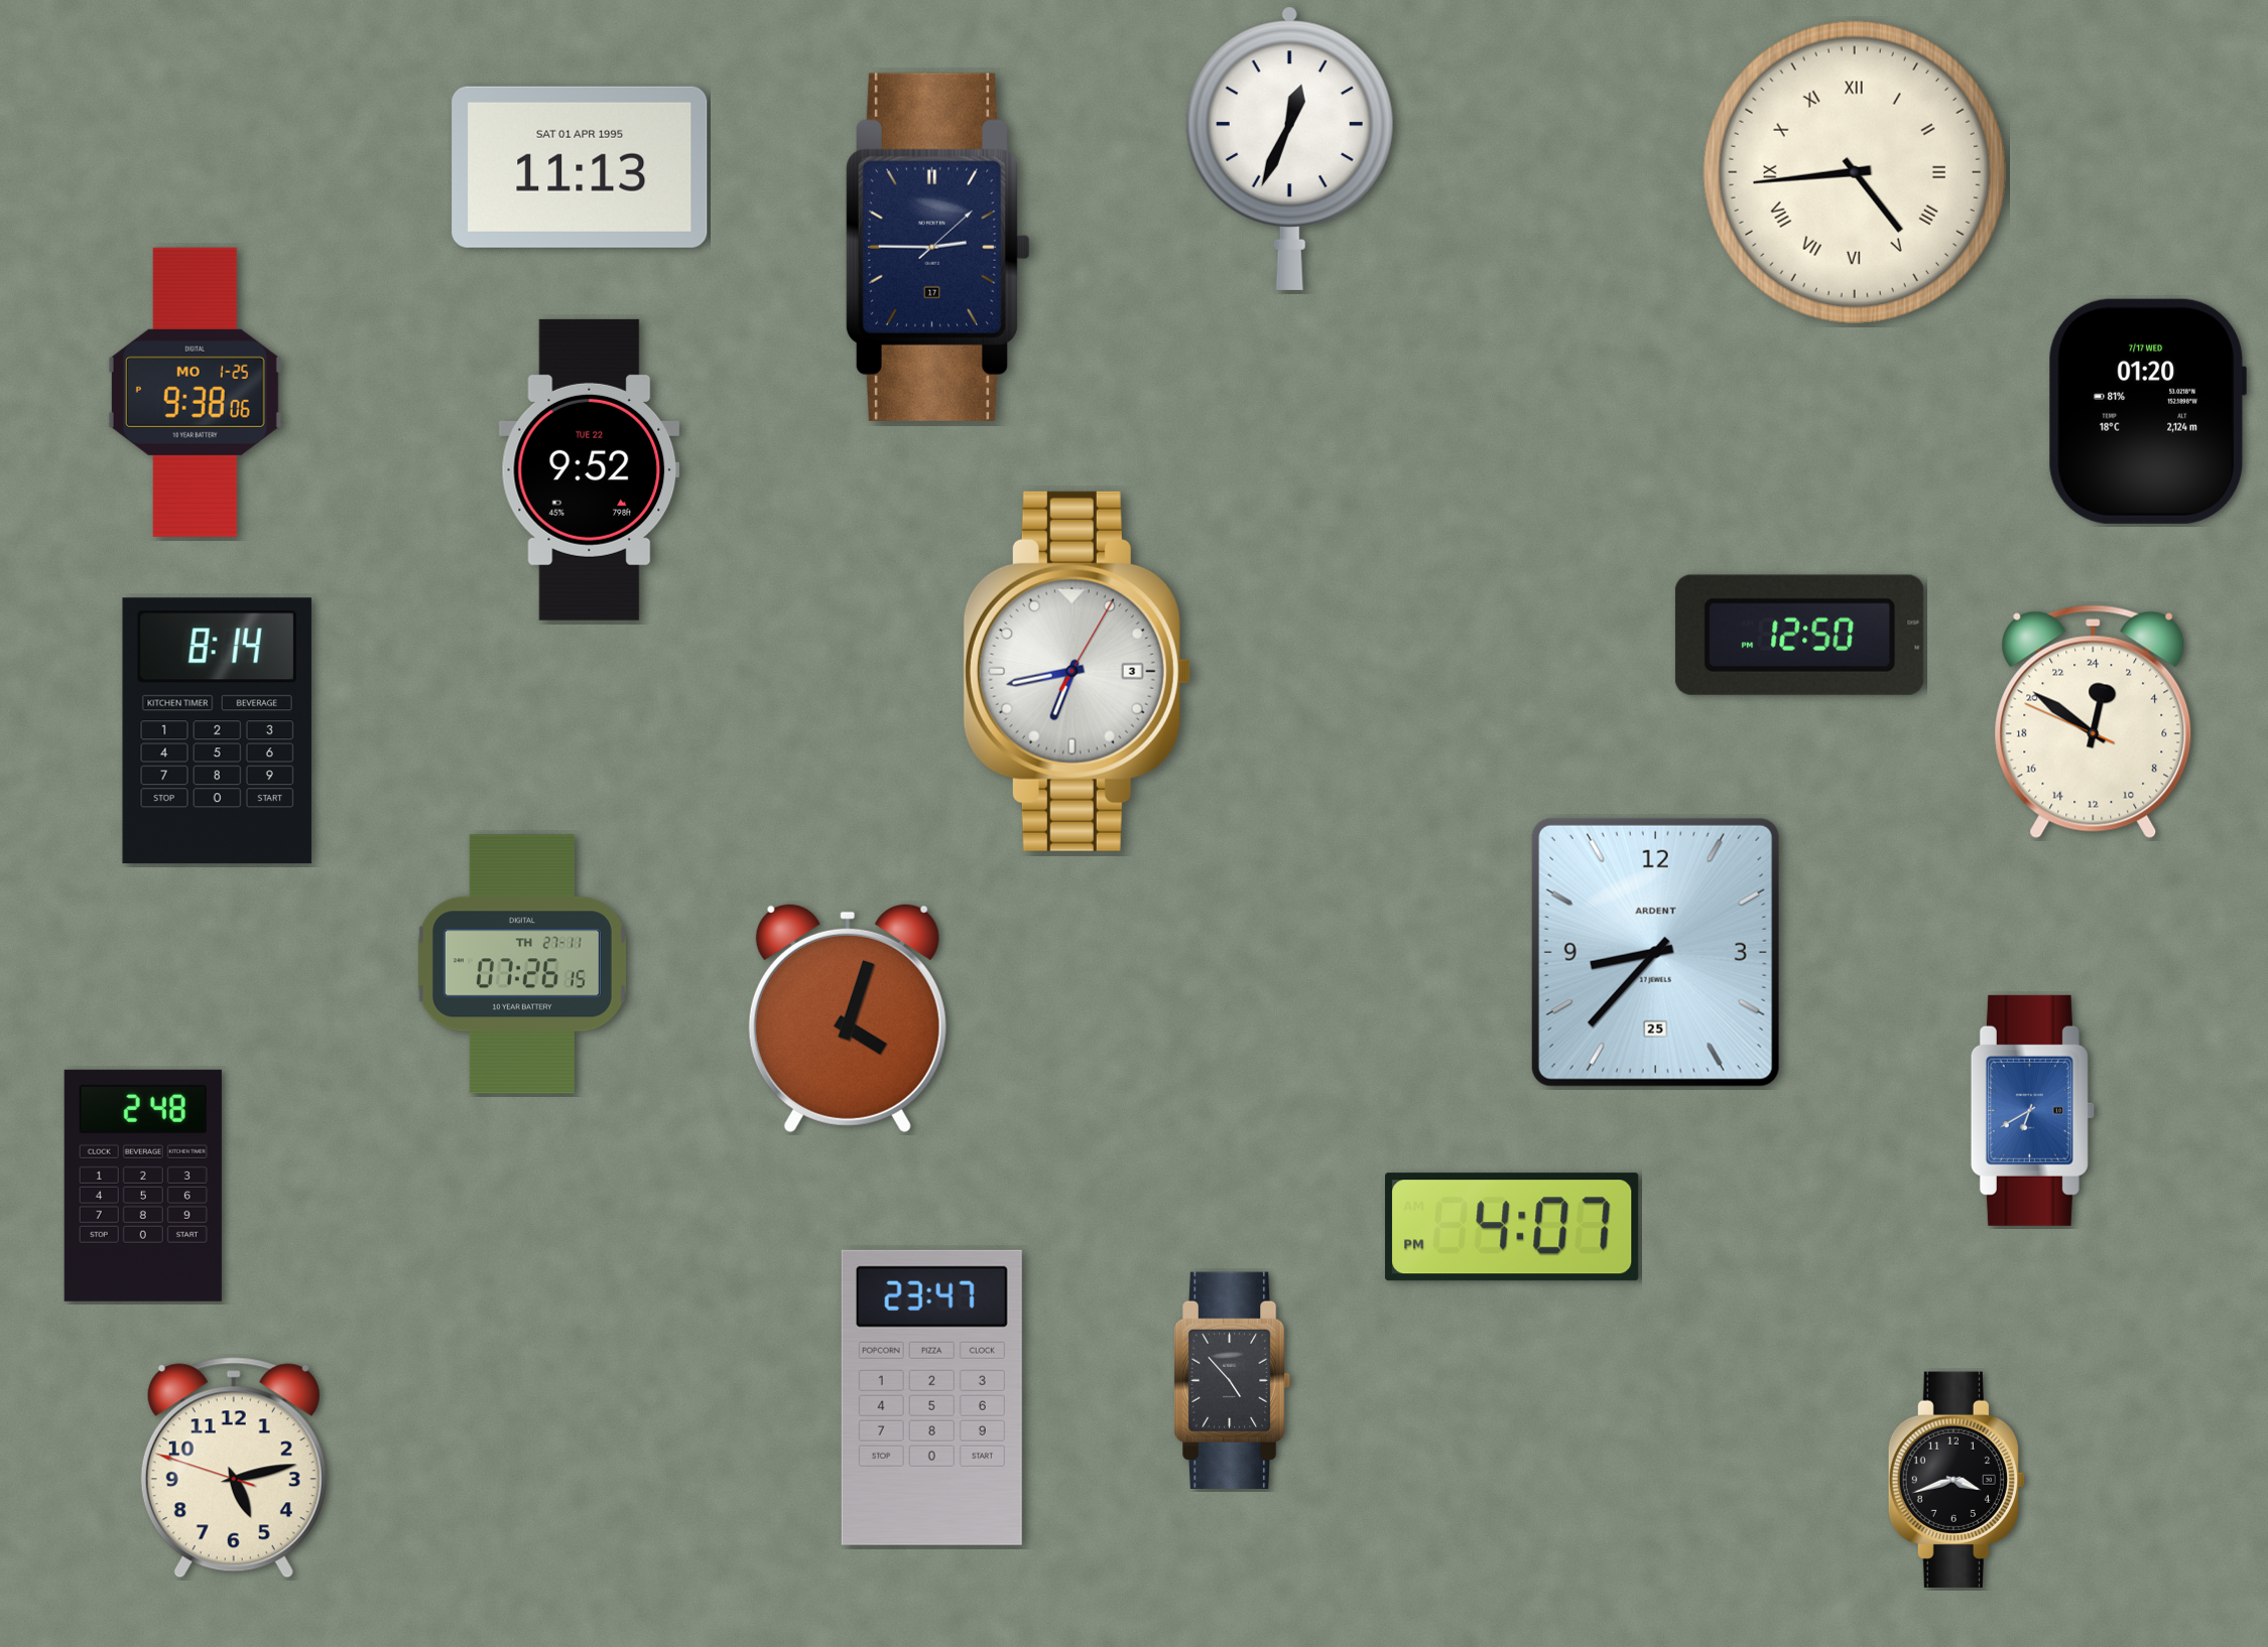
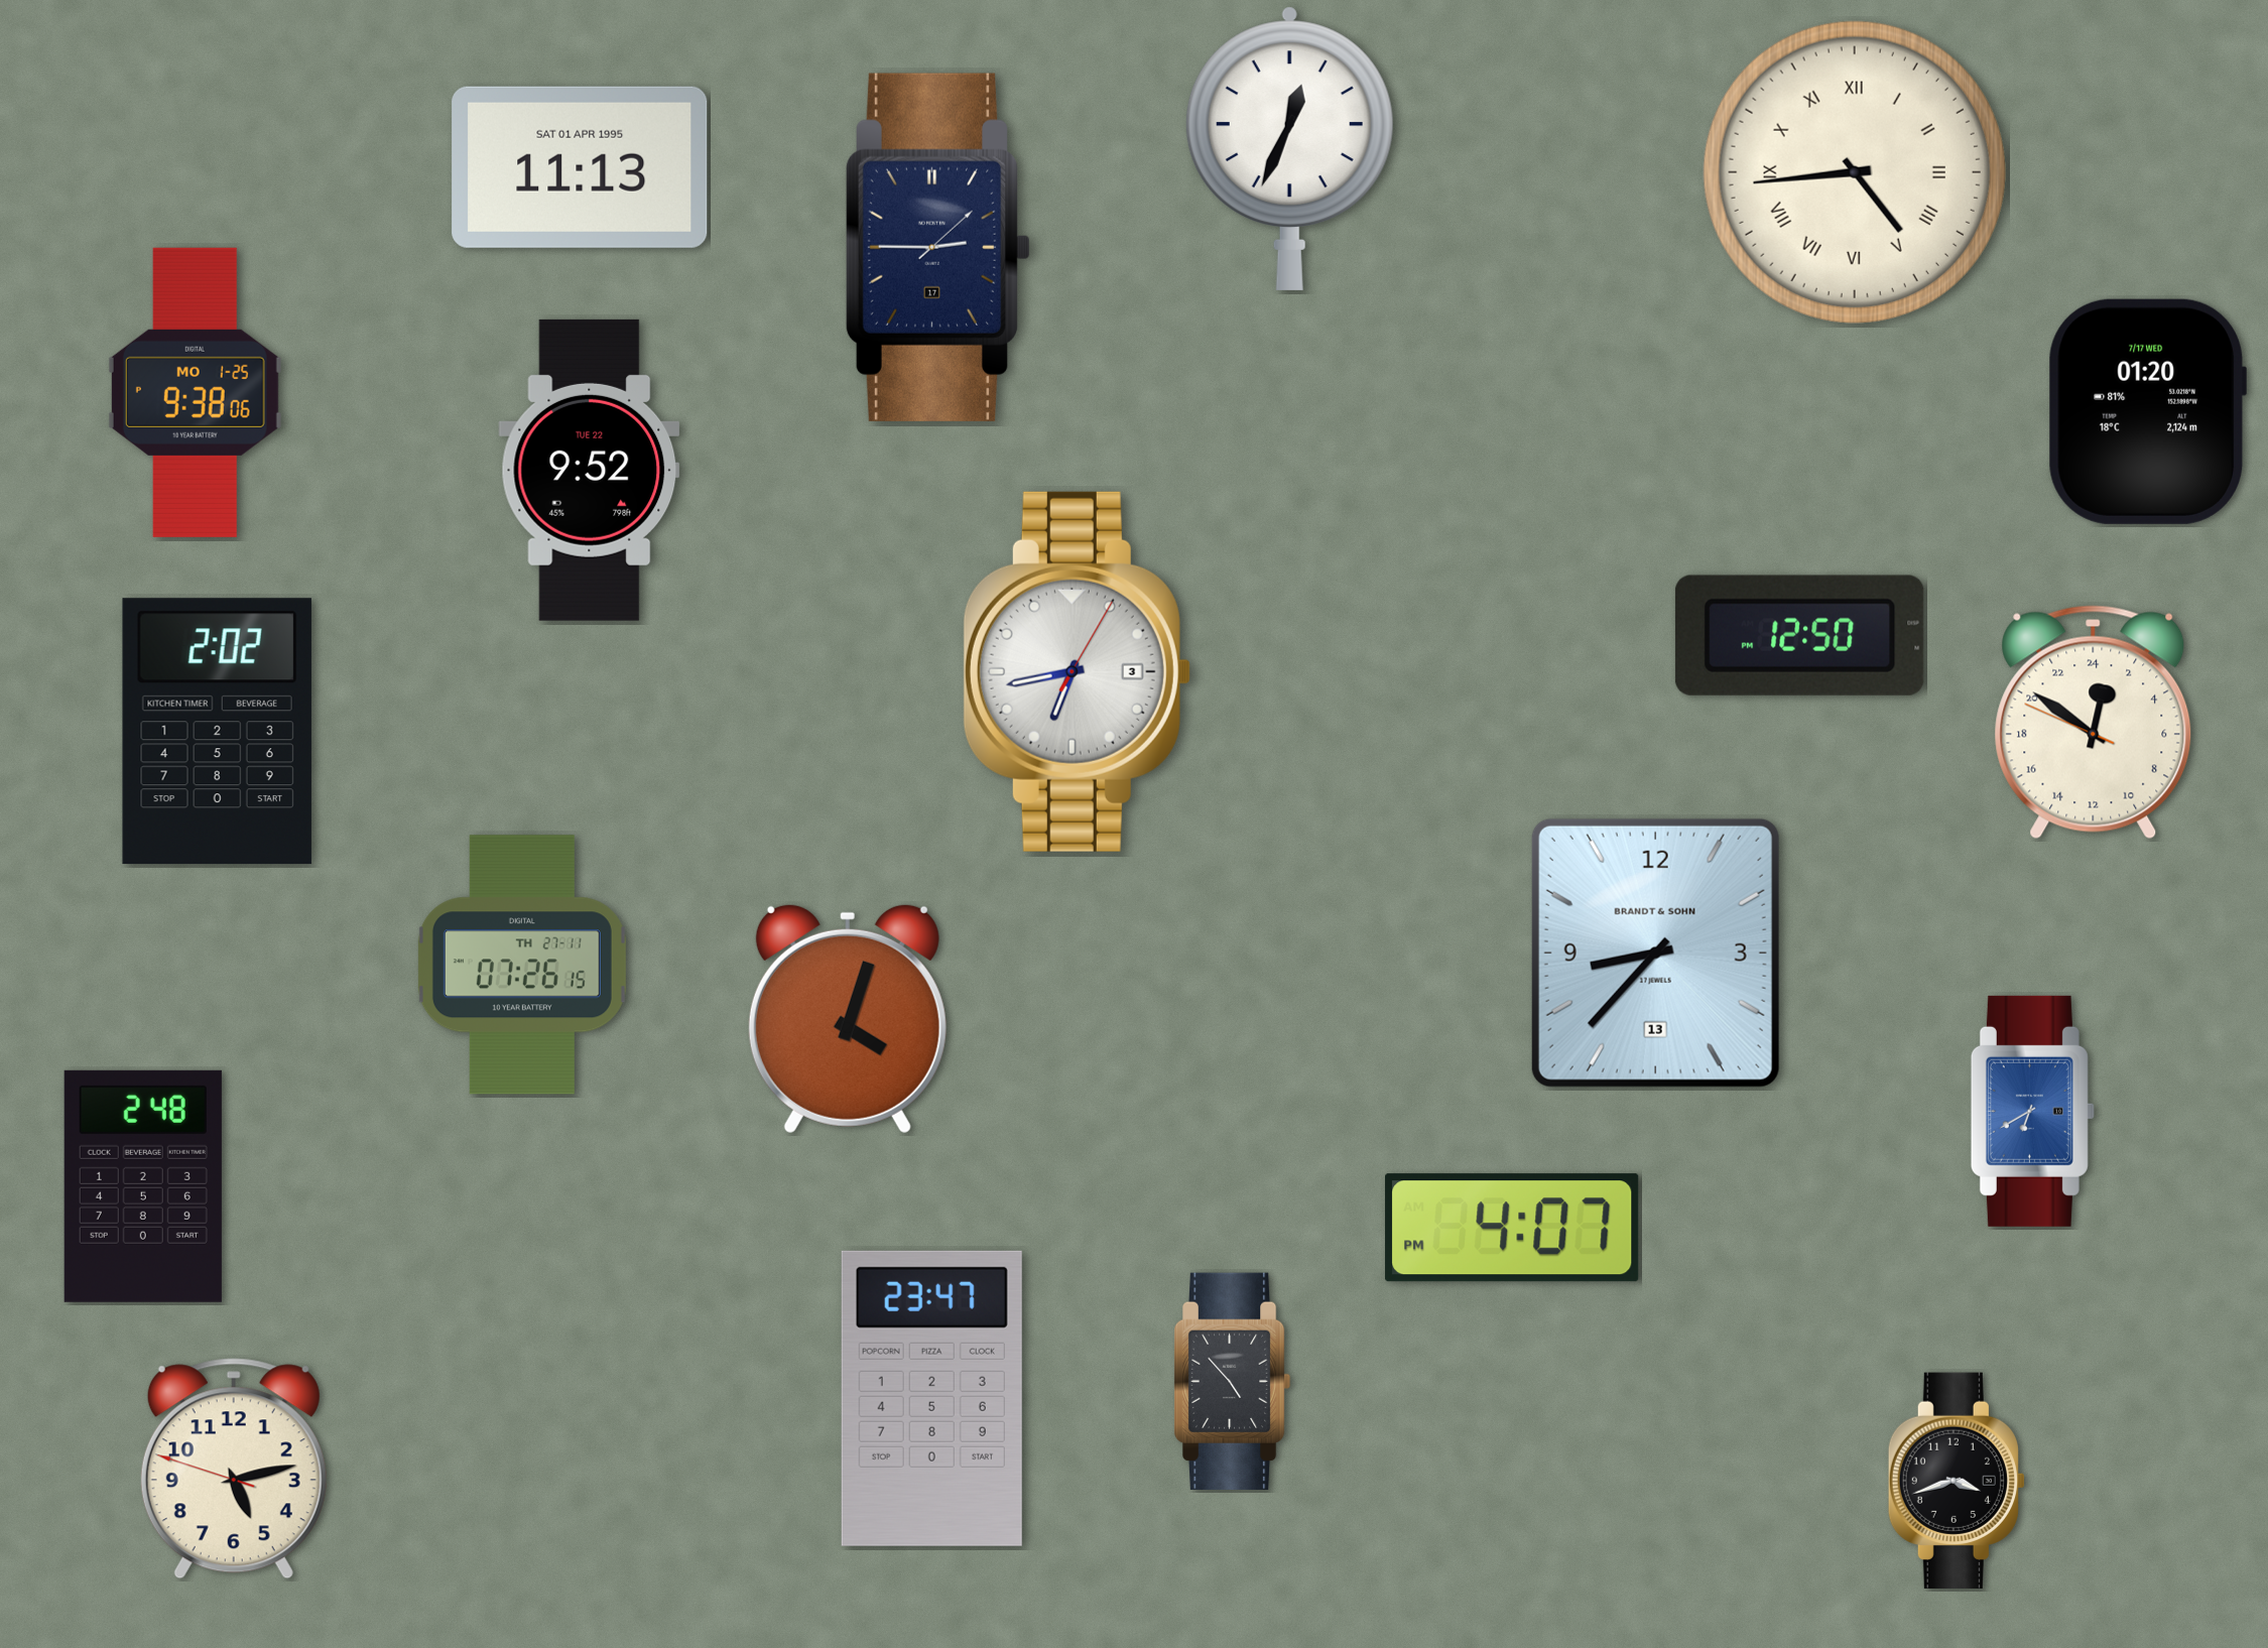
clock at (217, 731): 8:14 -> 2:02
clock at (1655, 952) date: 25 -> 13
clock at (1655, 952) brand: ARDENT -> BRANDT & SOHN
